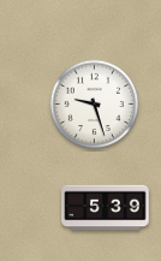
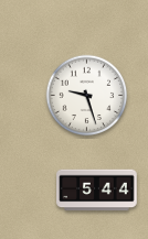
clock at (106, 208): 5:39 -> 5:44
